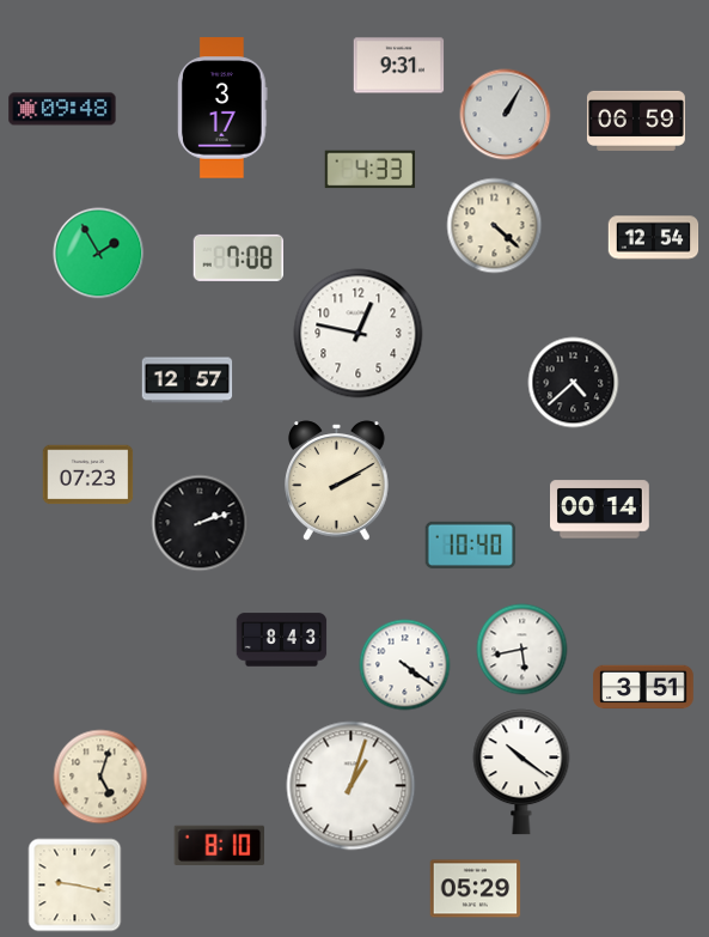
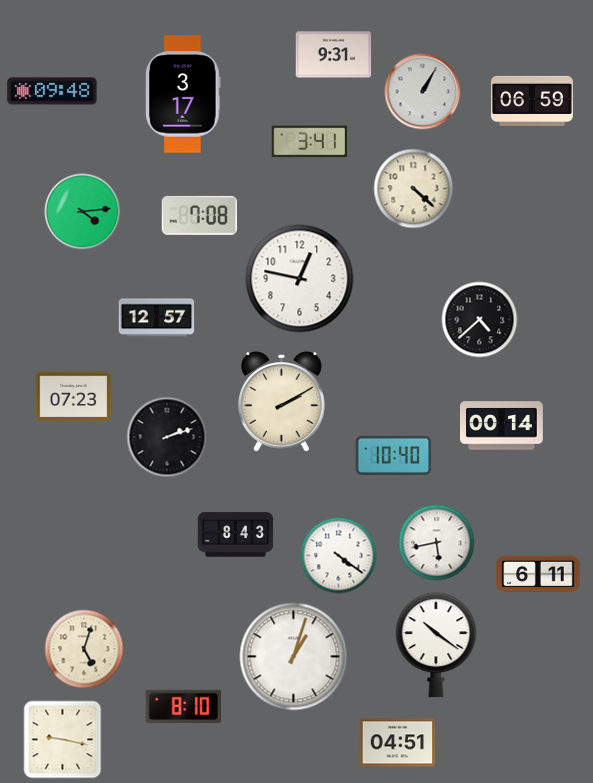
clock at (222, 108) position: (222, 108) -> (183, 94)
clock at (506, 115) position: (506, 115) -> (423, 92)
clock at (371, 170): 4:33 -> 3:41
clock at (654, 238): 12:54 -> none
clock at (99, 254): 1:55 -> 4:14
clock at (643, 687): 3:51 -> 6:11
clock at (476, 889): 05:29 -> 04:51
